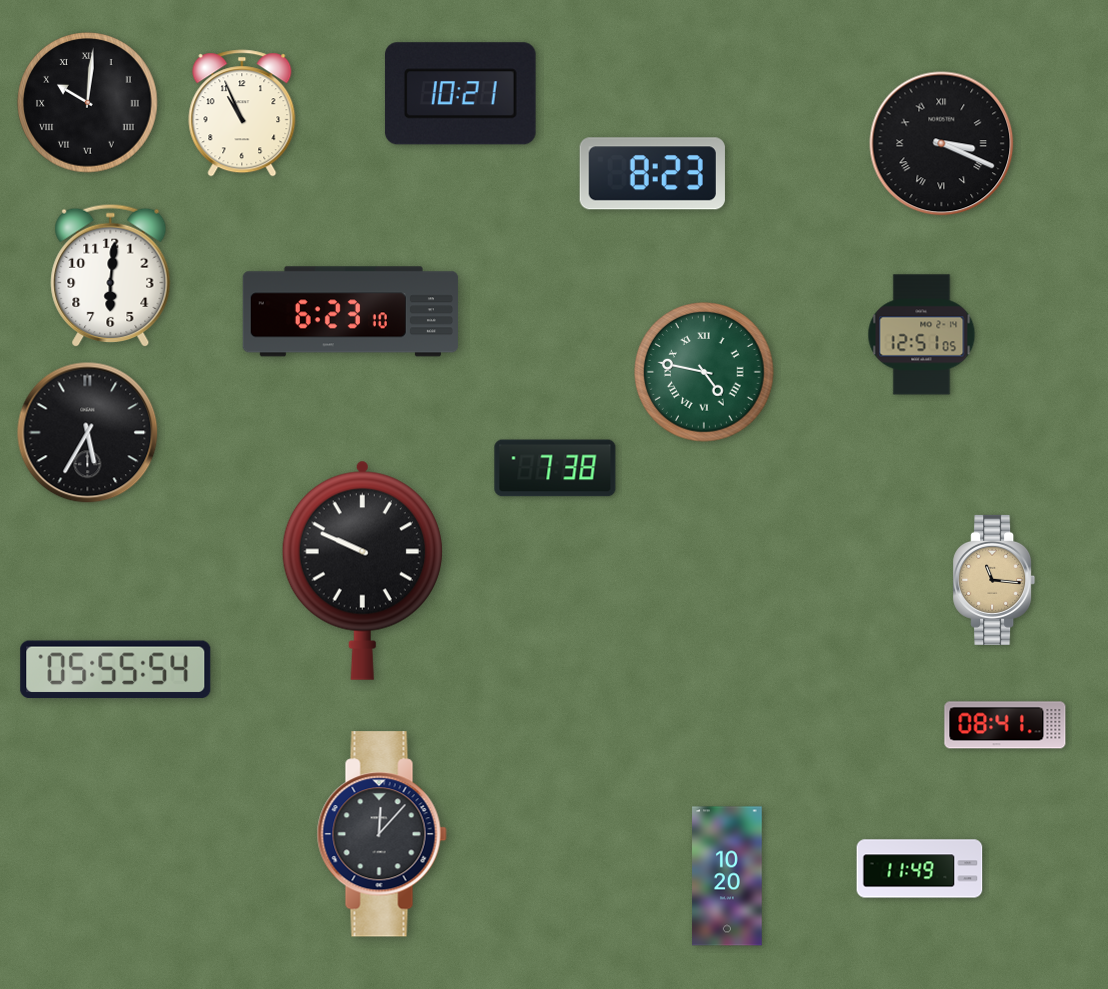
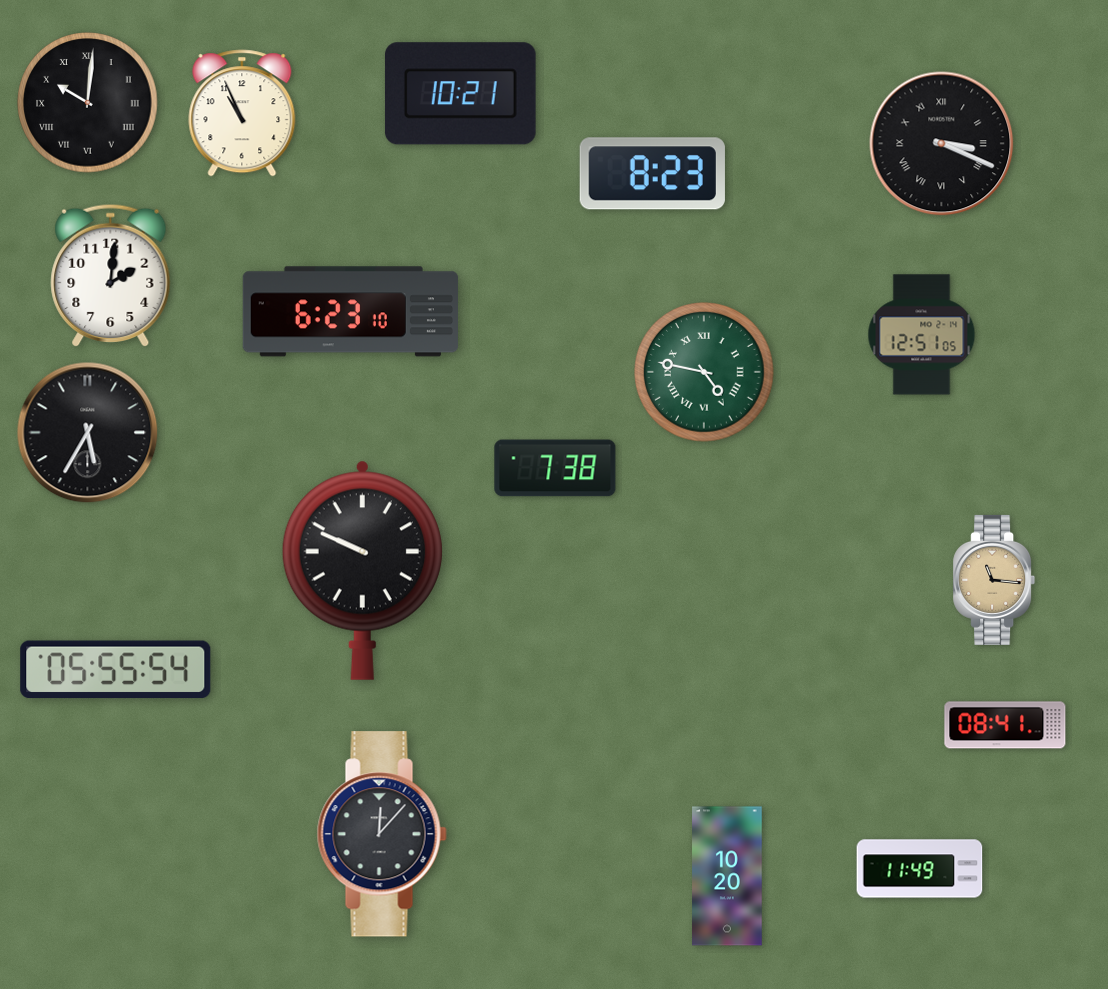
clock at (111, 275): 6:01 -> 2:01
